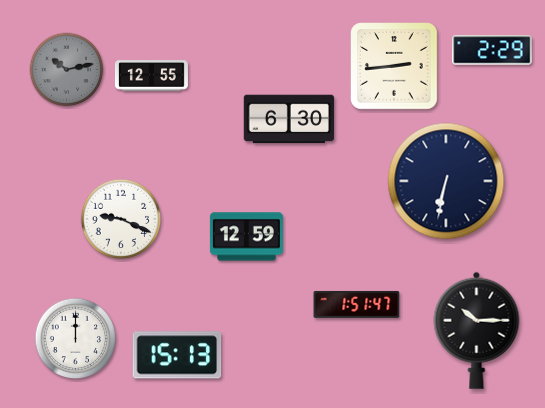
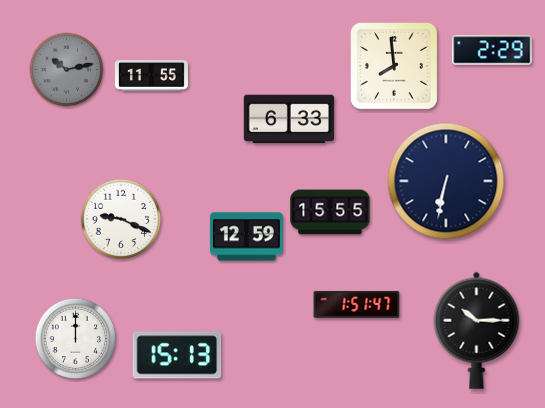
clock at (395, 67): 2:44 -> 7:59
clock at (151, 76): 12:55 -> 11:55
clock at (289, 119): 6:30 -> 6:33
clock at (330, 212): none -> 15:55
